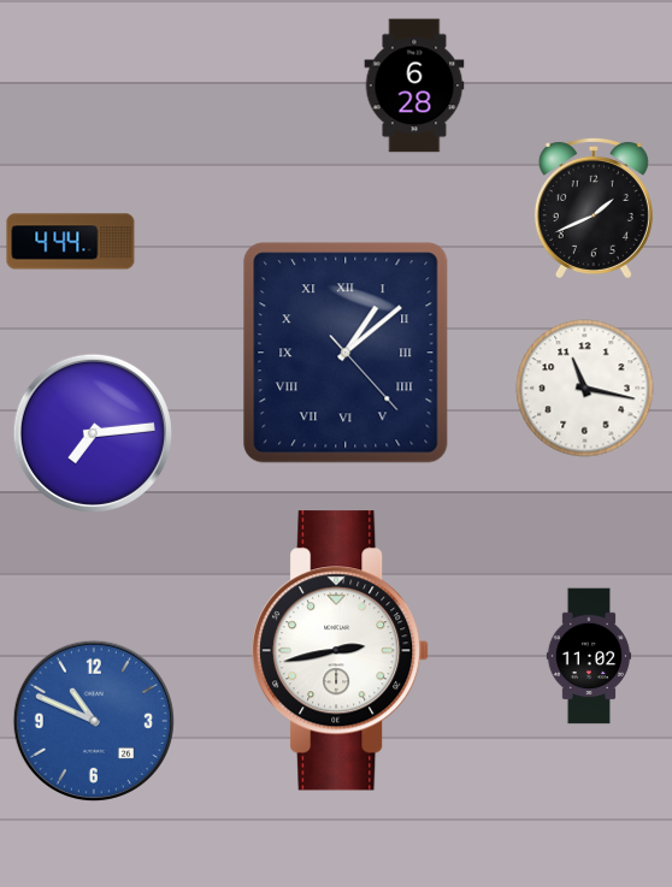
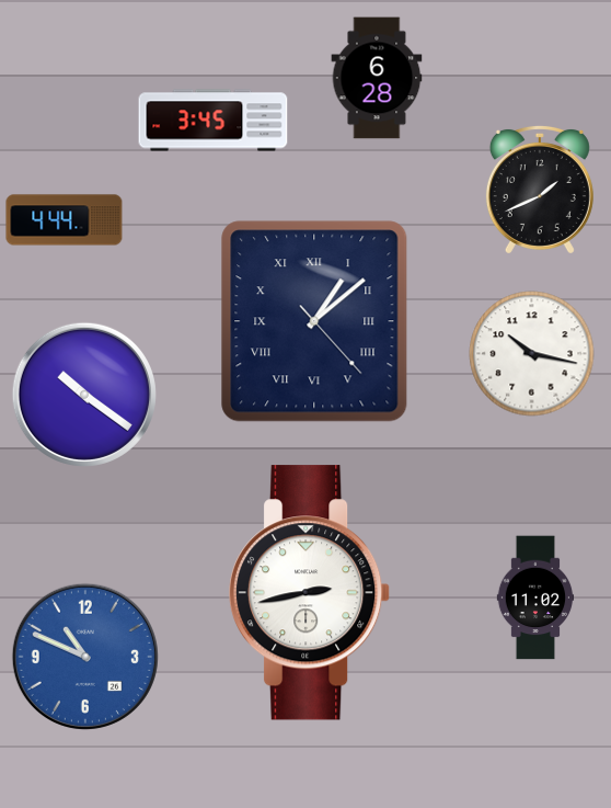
clock at (214, 121): none -> 3:45
clock at (585, 389): 11:17 -> 10:17
clock at (93, 433): 7:14 -> 10:21
